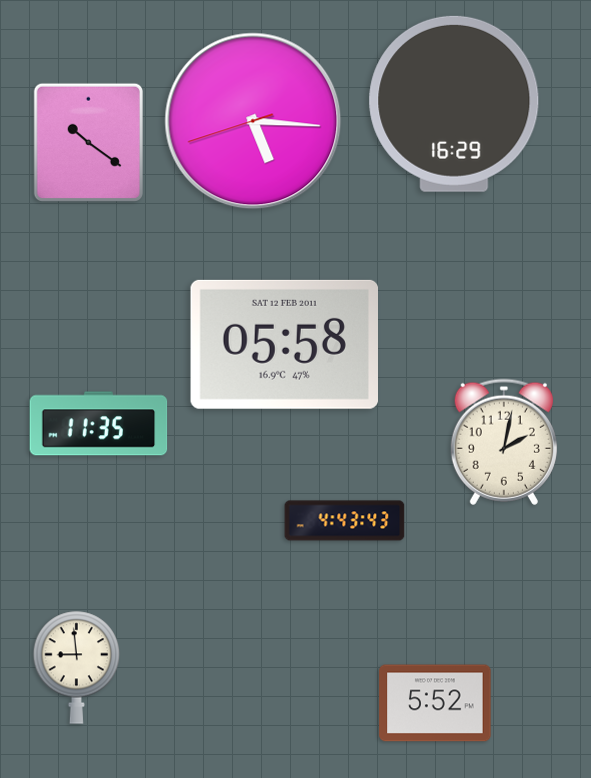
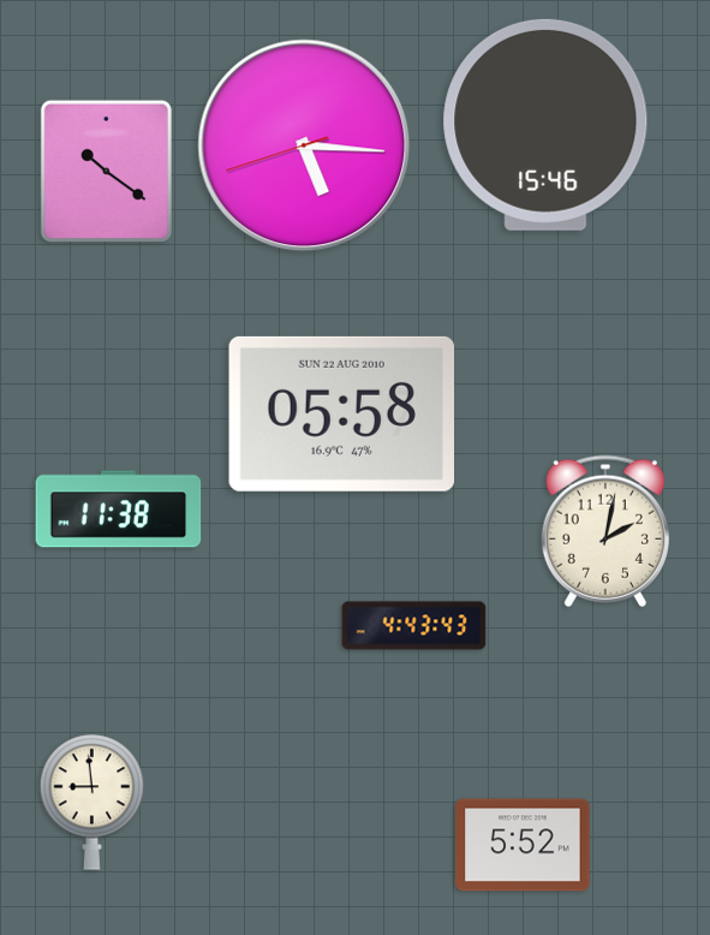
clock at (454, 104): 16:29 -> 15:46
clock at (284, 344) date: SAT 12 FEB 2011 -> SUN 22 AUG 2010
clock at (99, 424): 11:35 -> 11:38
